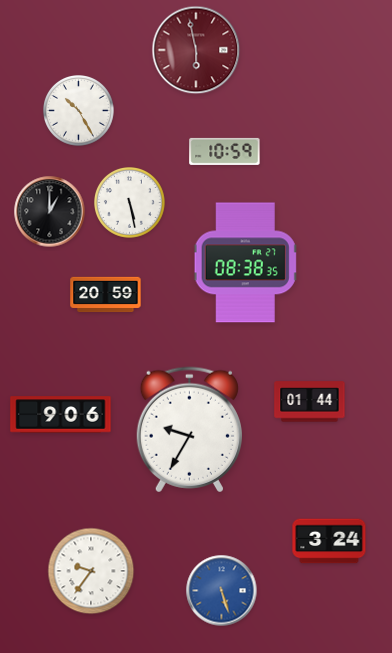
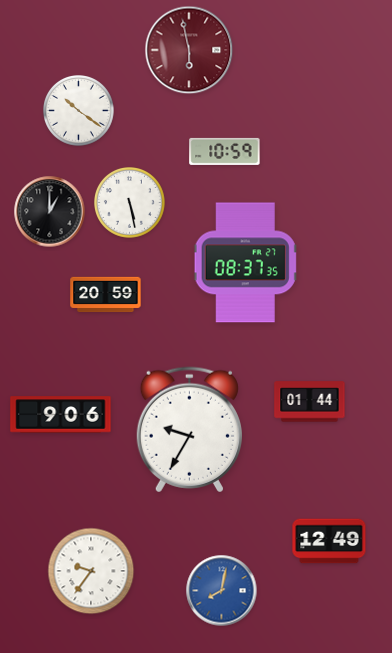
clock at (196, 50) position: (196, 50) -> (189, 50)
clock at (79, 111): 10:25 -> 10:21
clock at (246, 263): 08:38 -> 08:37
clock at (329, 541): 3:24 -> 12:49
clock at (222, 591): 5:27 -> 8:02
